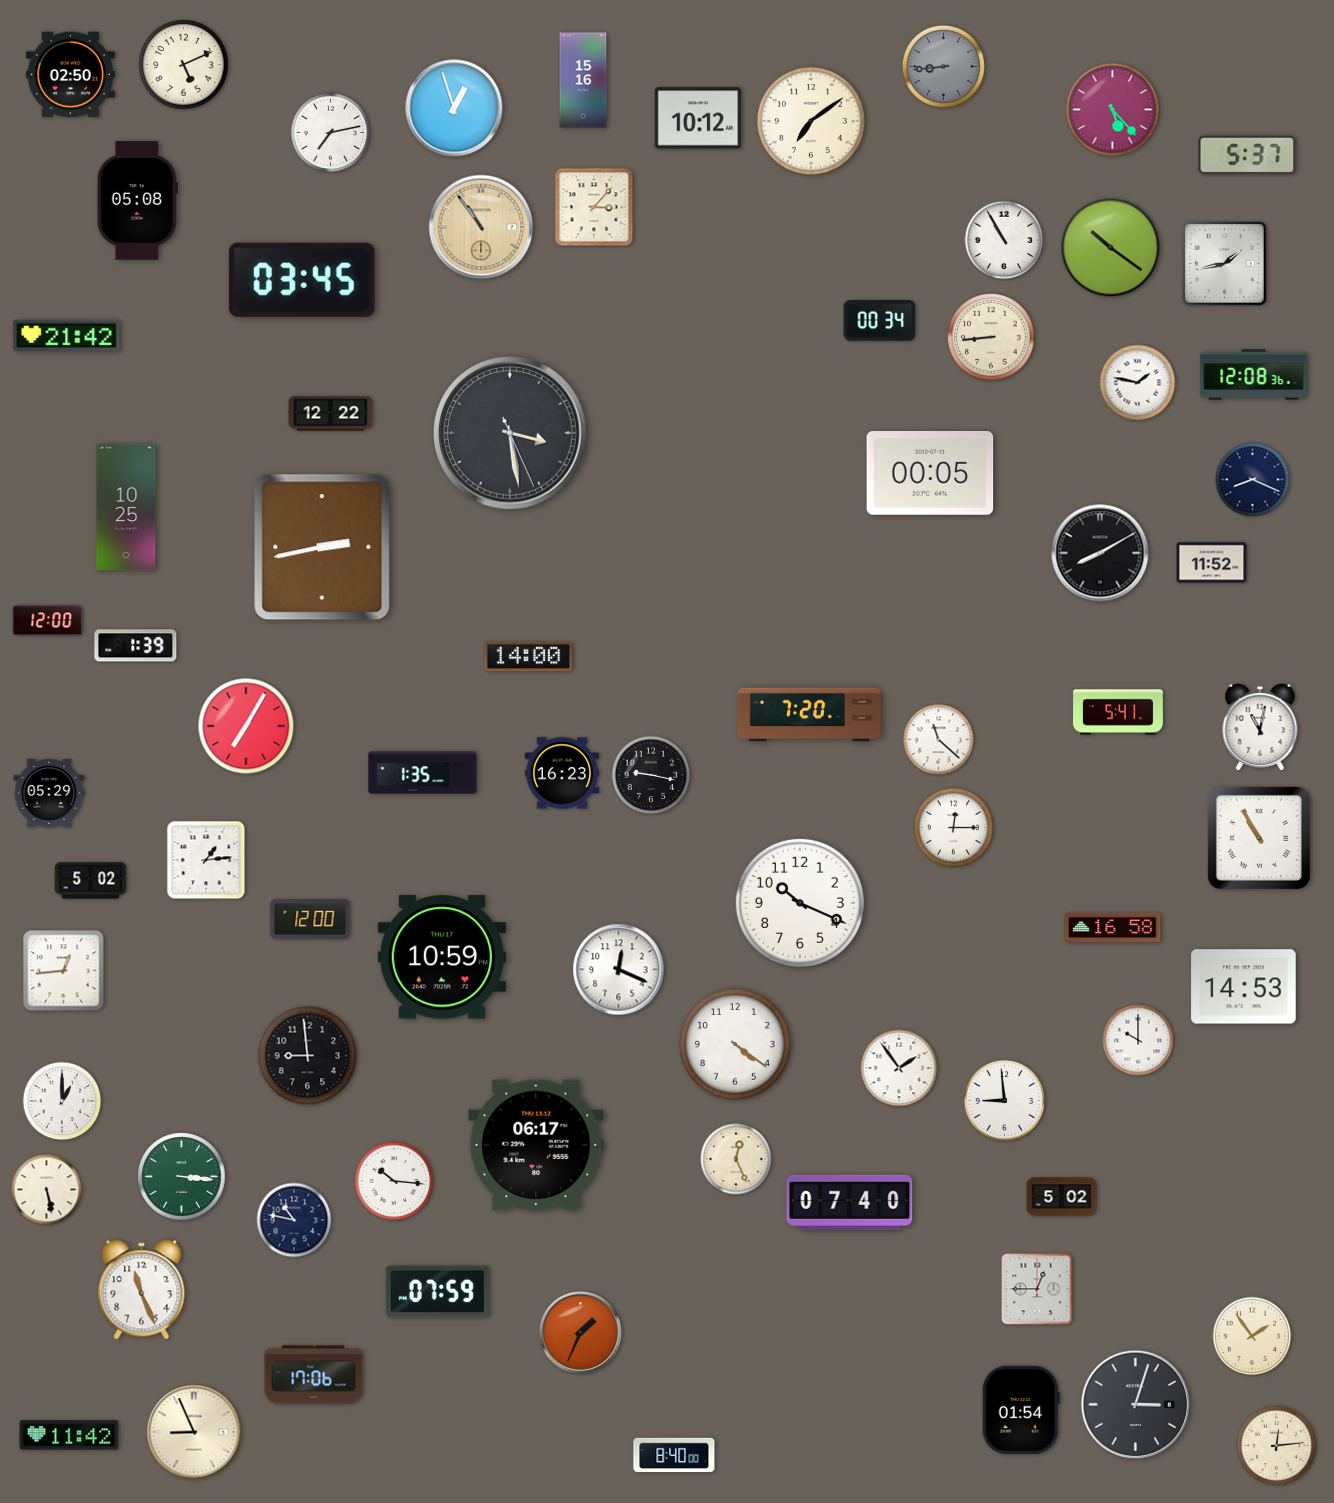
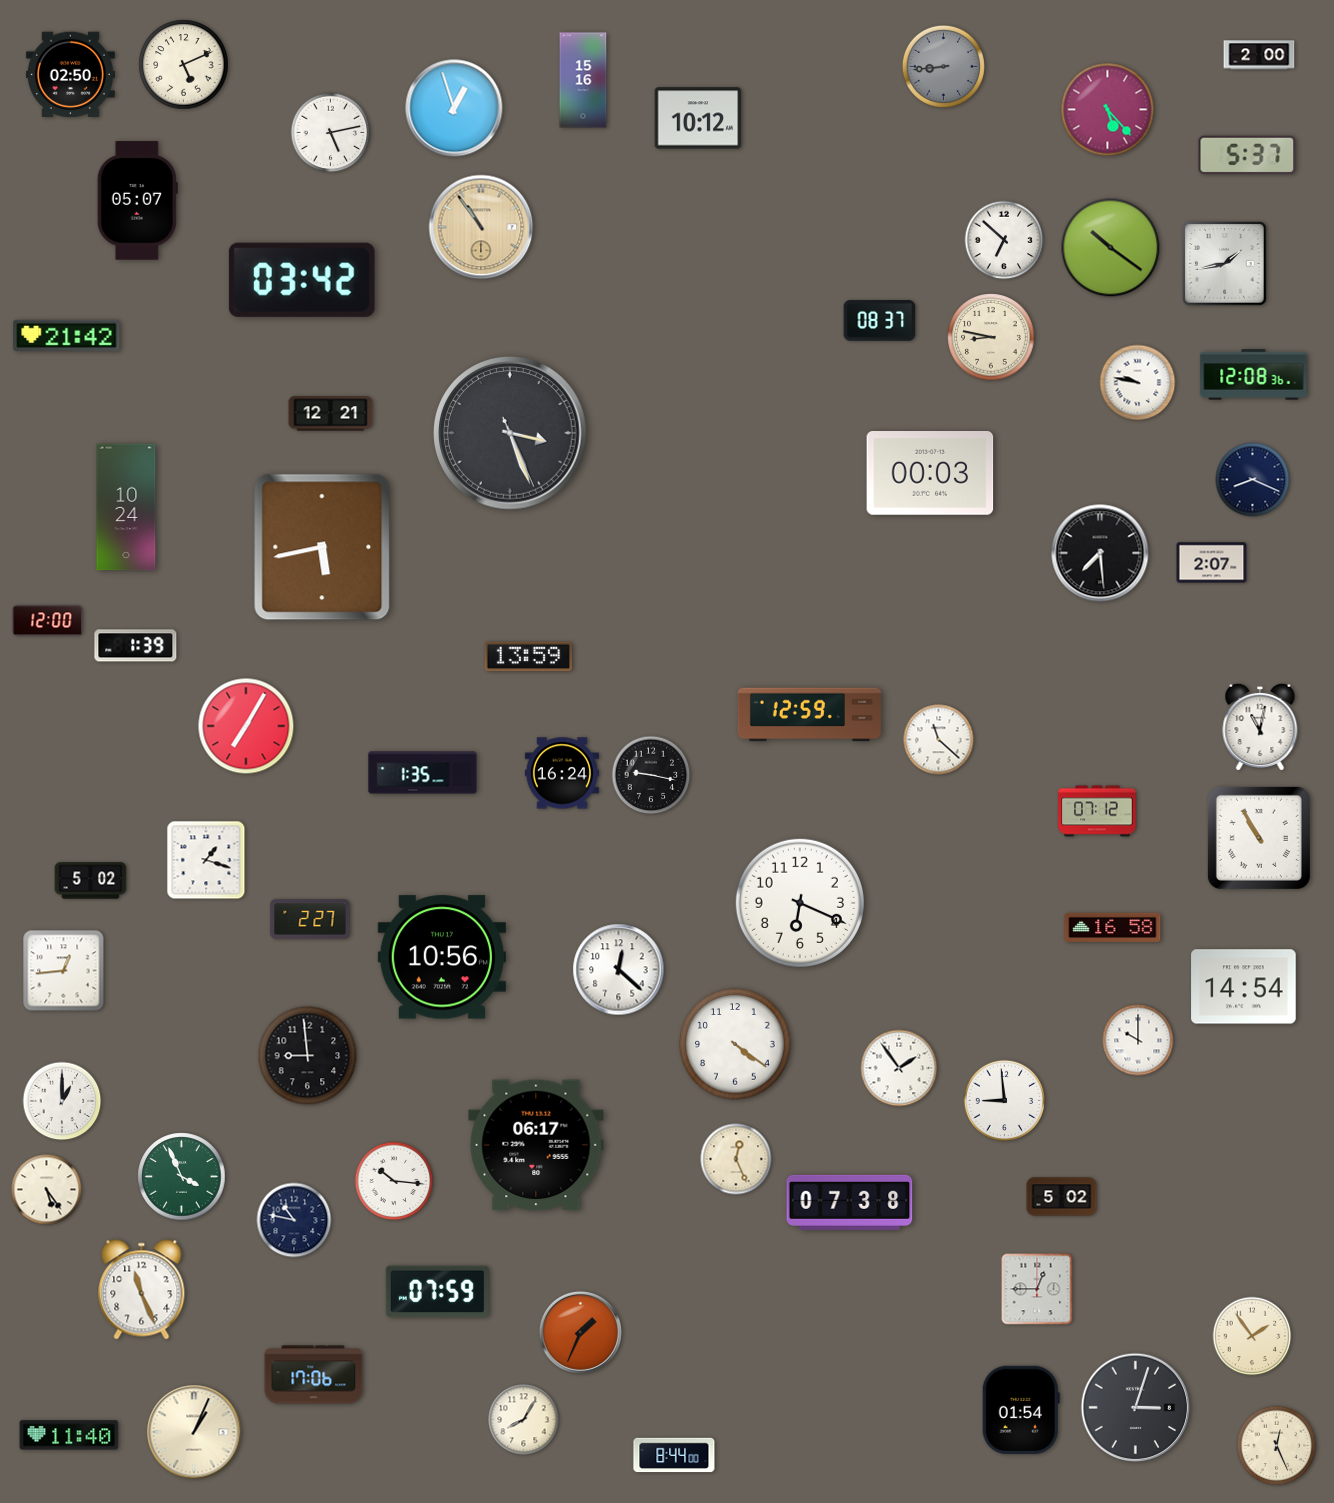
clock at (1259, 55): none -> 2:00
clock at (1113, 110) position: (1113, 110) -> (1108, 110)
clock at (811, 121): 7:09 -> none
clock at (331, 133): 7:13 -> 5:13
clock at (137, 201): 05:08 -> 05:07
clock at (594, 207): 3:07 -> none
clock at (1004, 240): 10:55 -> 6:52
clock at (302, 280): 03:45 -> 03:42
clock at (880, 321): 00:34 -> 08:37
clock at (991, 337): 8:44 -> 8:47
clock at (1138, 383): 1:47 -> 9:47
clock at (331, 414): 12:22 -> 12:21
clock at (510, 433): 3:28 -> 3:26
clock at (930, 474): 00:05 -> 00:03
clock at (126, 507): 10:25 -> 10:24
clock at (322, 547): 2:43 -> 5:43
clock at (1100, 553): 8:10 -> 7:29
clock at (1212, 563): 11:52 -> 2:07
clock at (528, 657): 14:00 -> 13:59
clock at (1119, 712): 5:41 -> none
clock at (809, 715): 7:20 -> 12:59
clock at (562, 773): 16:23 -> 16:24
clock at (49, 793): 05:29 -> none
clock at (1097, 811): none -> 07:12
clock at (954, 828): 12:15 -> none
clock at (206, 860): 1:14 -> 1:18
clock at (800, 903): 10:19 -> 6:19
clock at (310, 919): 12:00 -> 2:27
clock at (442, 957): 10:59 -> 10:56
clock at (619, 970): 12:19 -> 12:22
clock at (1244, 987): 14:53 -> 14:54
clock at (182, 1177): 3:16 -> 3:56
clock at (47, 1190): 5:28 -> 5:24
clock at (850, 1202): 07:40 -> 07:38
clock at (1136, 1405) position: (1136, 1405) -> (1136, 1408)
clock at (524, 1420): none -> 8:05
clock at (194, 1432): 8:56 -> 1:04
clock at (69, 1435): 11:42 -> 11:40
clock at (1277, 1446): 12:14 -> 12:26
clock at (674, 1455): 8:40 -> 8:44
